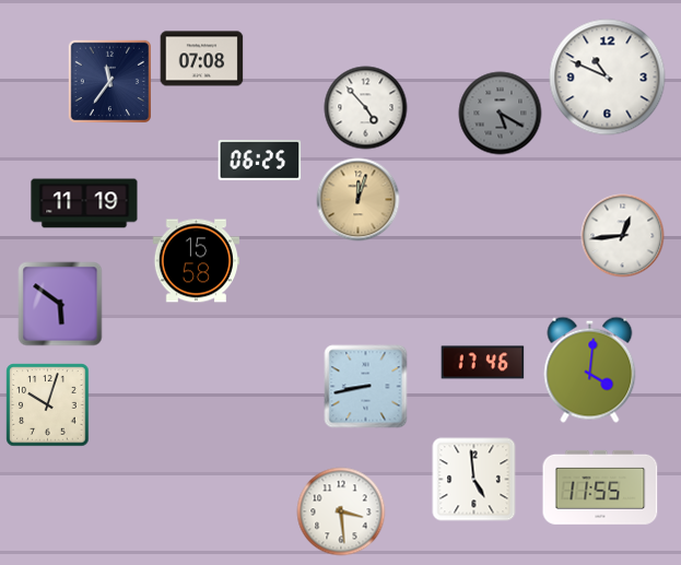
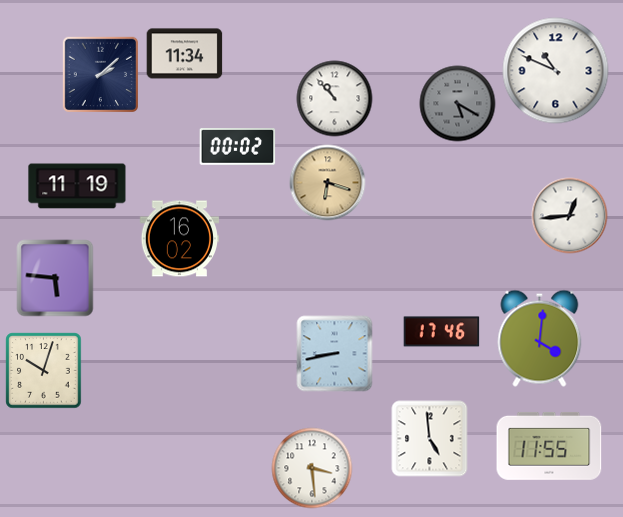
clock at (202, 59): 07:08 -> 11:34
clock at (109, 81): 11:36 -> 2:08
clock at (366, 108): 4:53 -> 10:53
clock at (260, 161): 06:25 -> 00:02
clock at (359, 200): 12:03 -> 6:18
clock at (196, 261): 15:58 -> 16:02
clock at (60, 304): 5:51 -> 5:46
clock at (474, 480) position: (474, 480) -> (430, 439)
